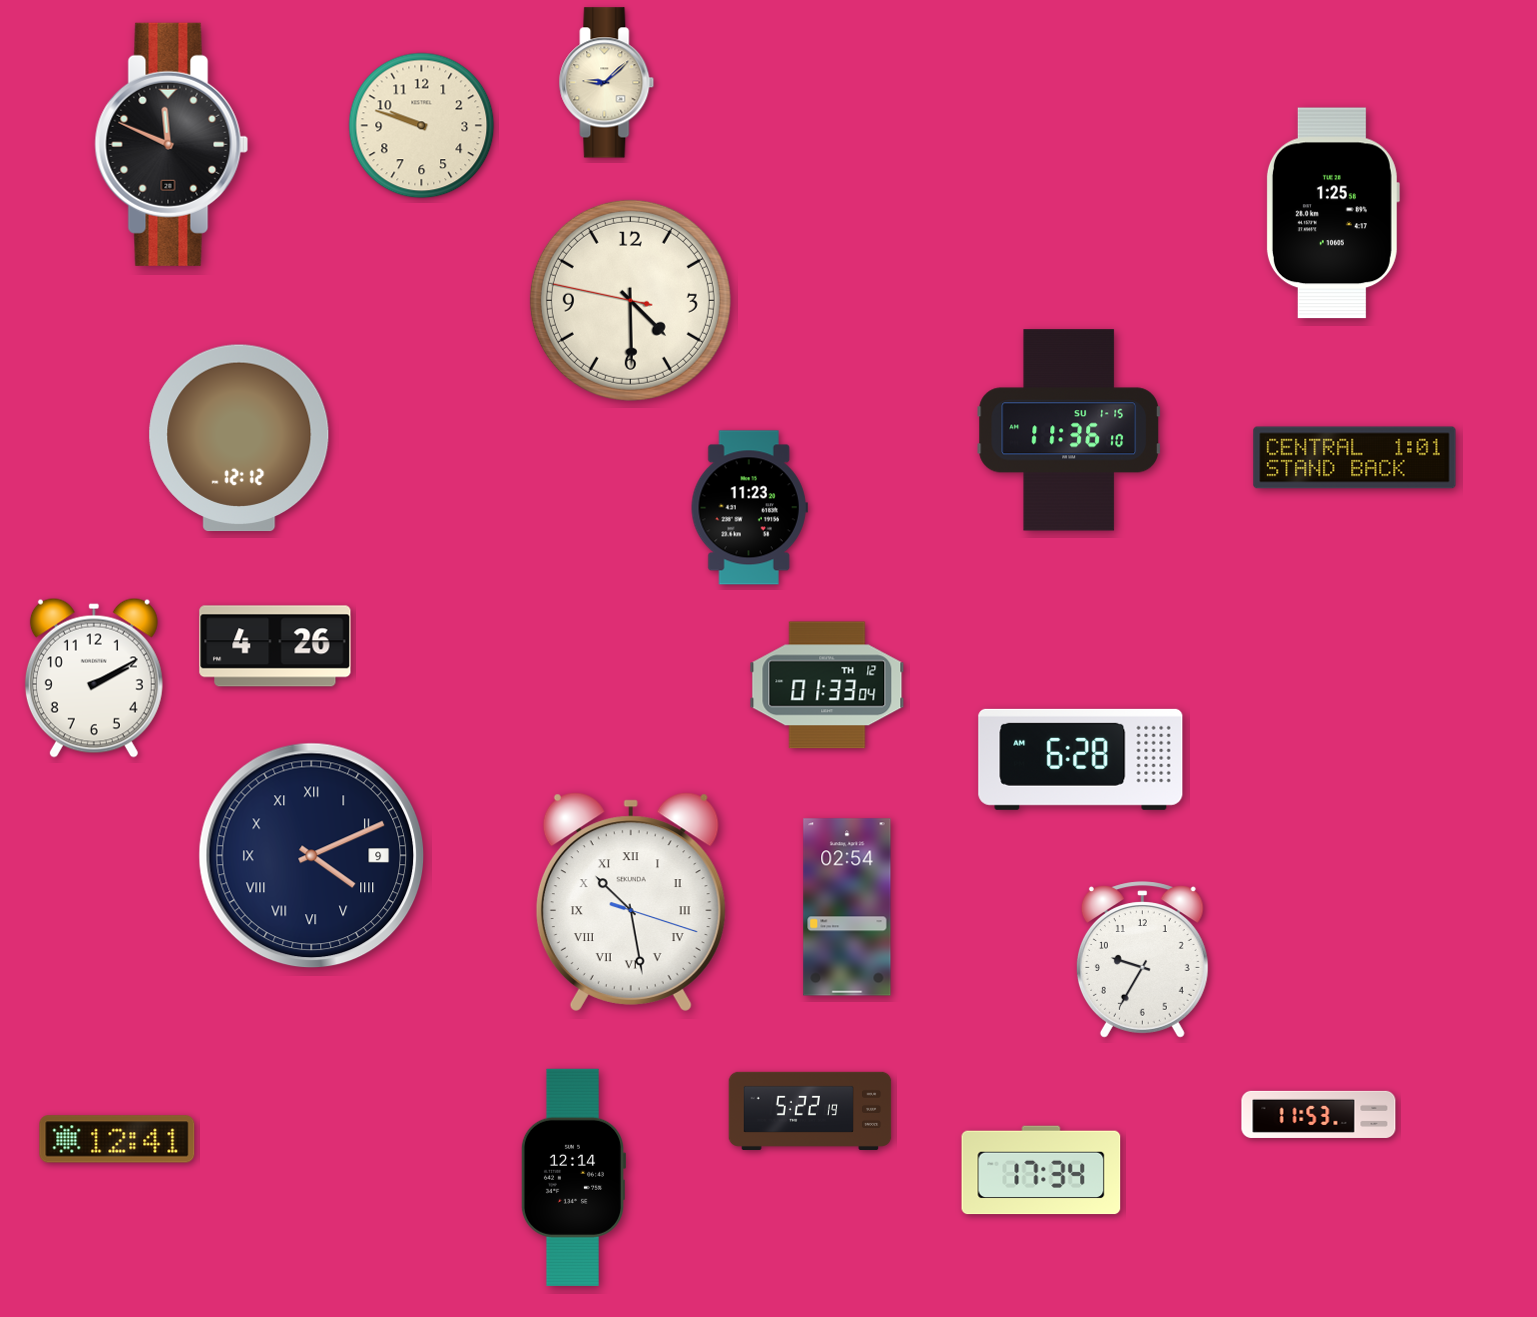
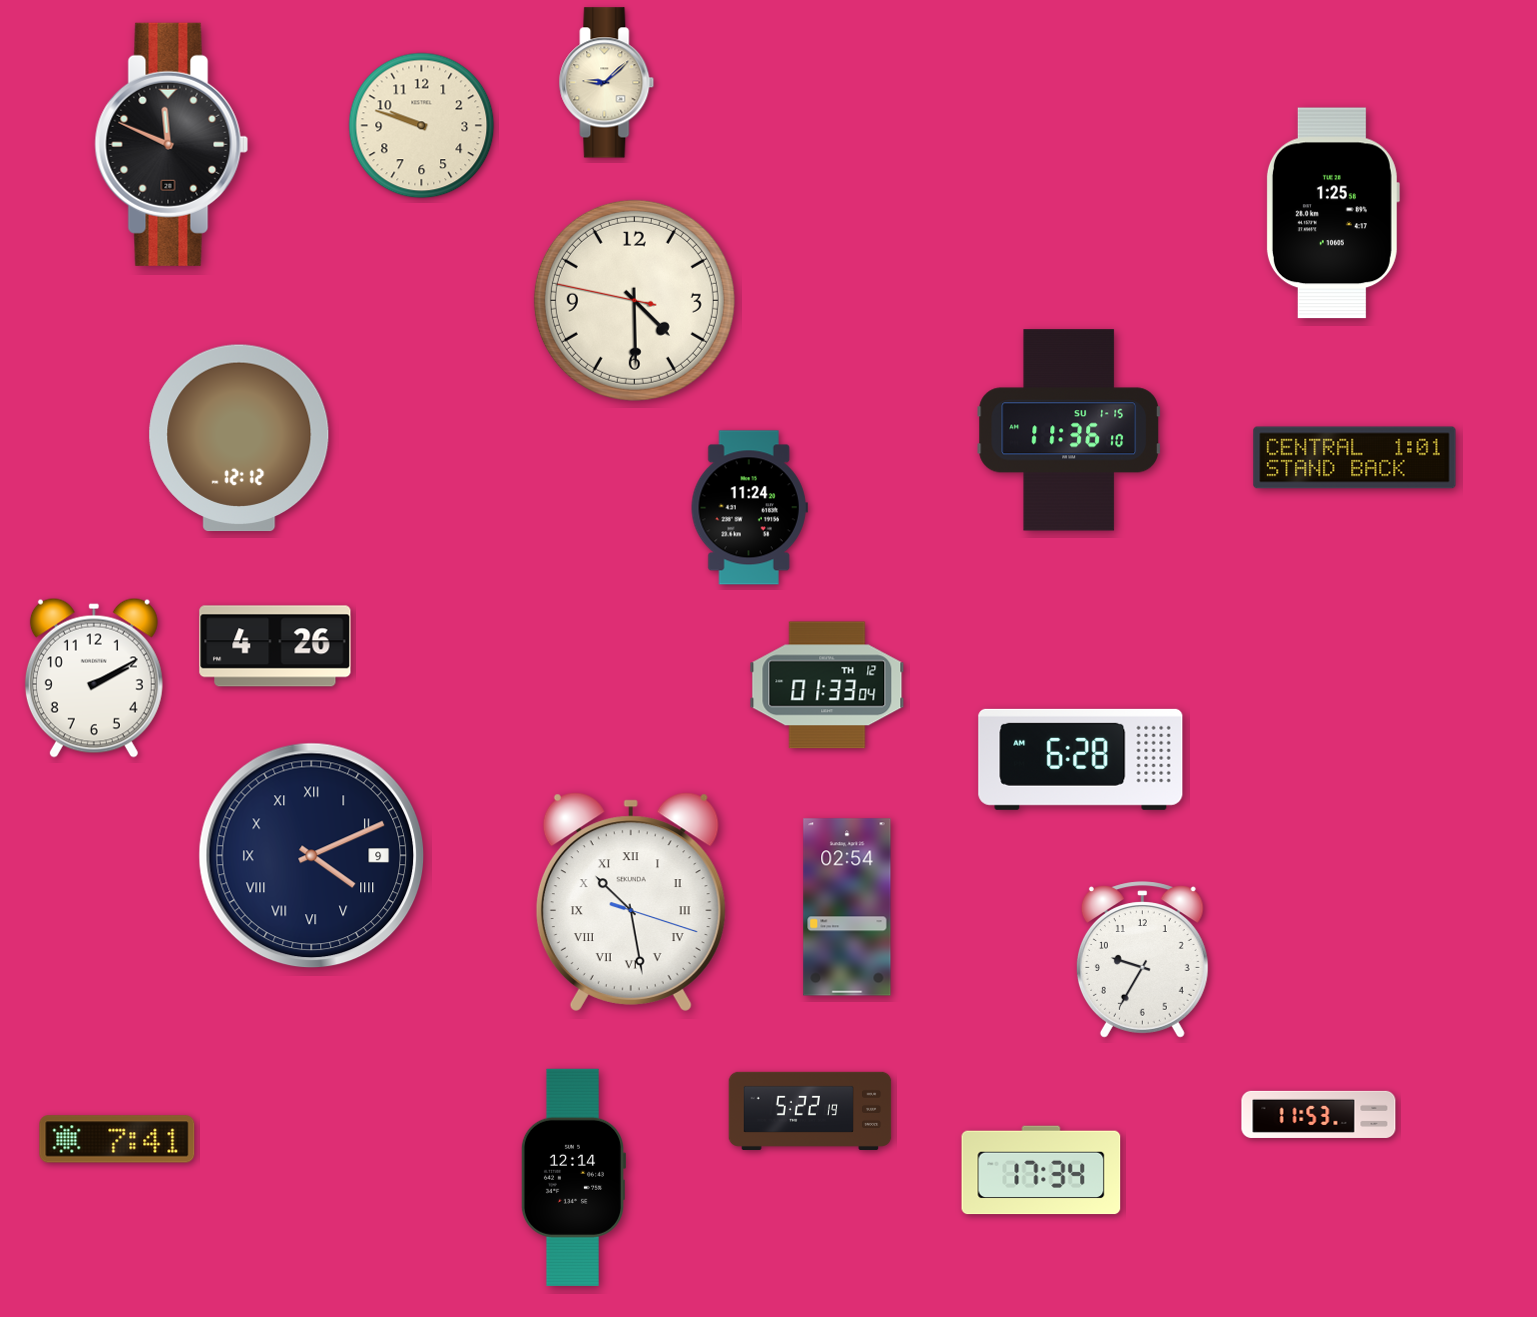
clock at (630, 300) position: (630, 300) -> (634, 300)
clock at (749, 508): 11:23 -> 11:24
clock at (117, 1139): 12:41 -> 7:41
